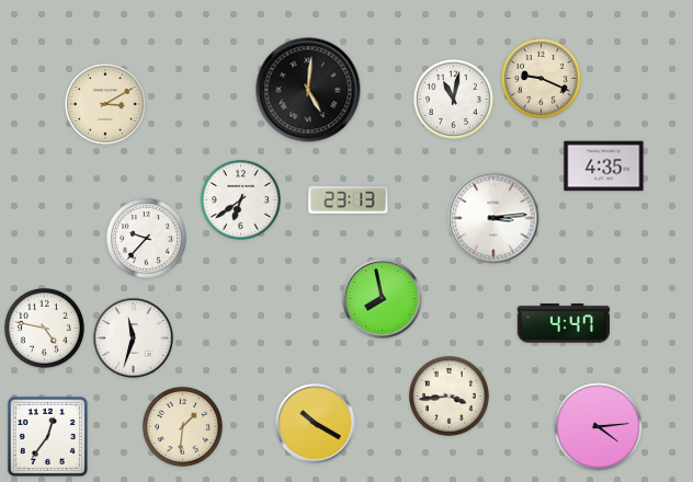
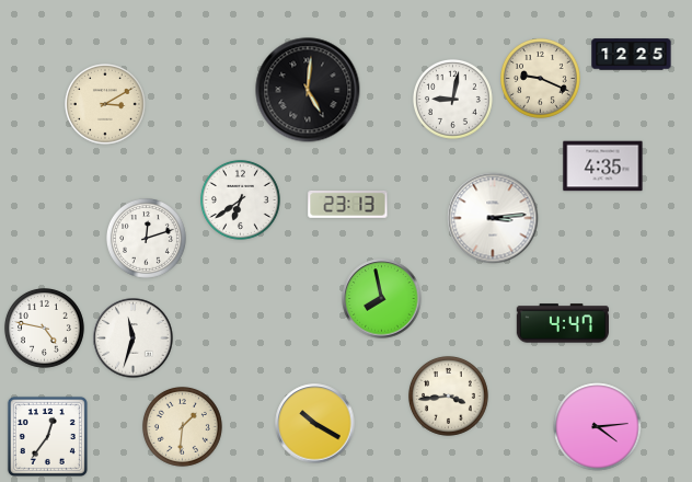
clock at (632, 55): none -> 12:25
clock at (454, 100): 11:02 -> 9:02
clock at (349, 199) position: (349, 199) -> (348, 204)
clock at (147, 239): 9:37 -> 12:12
